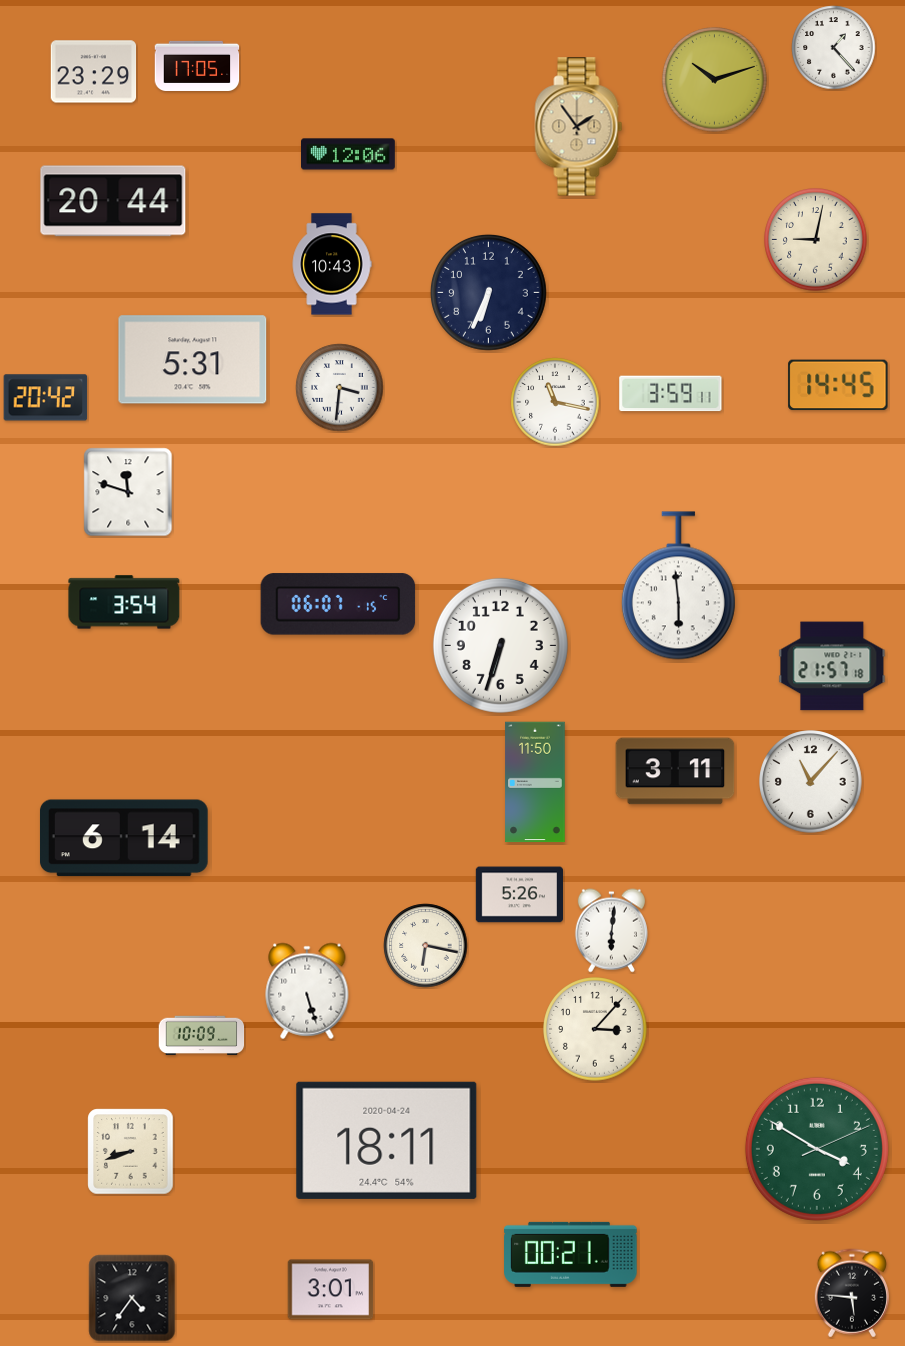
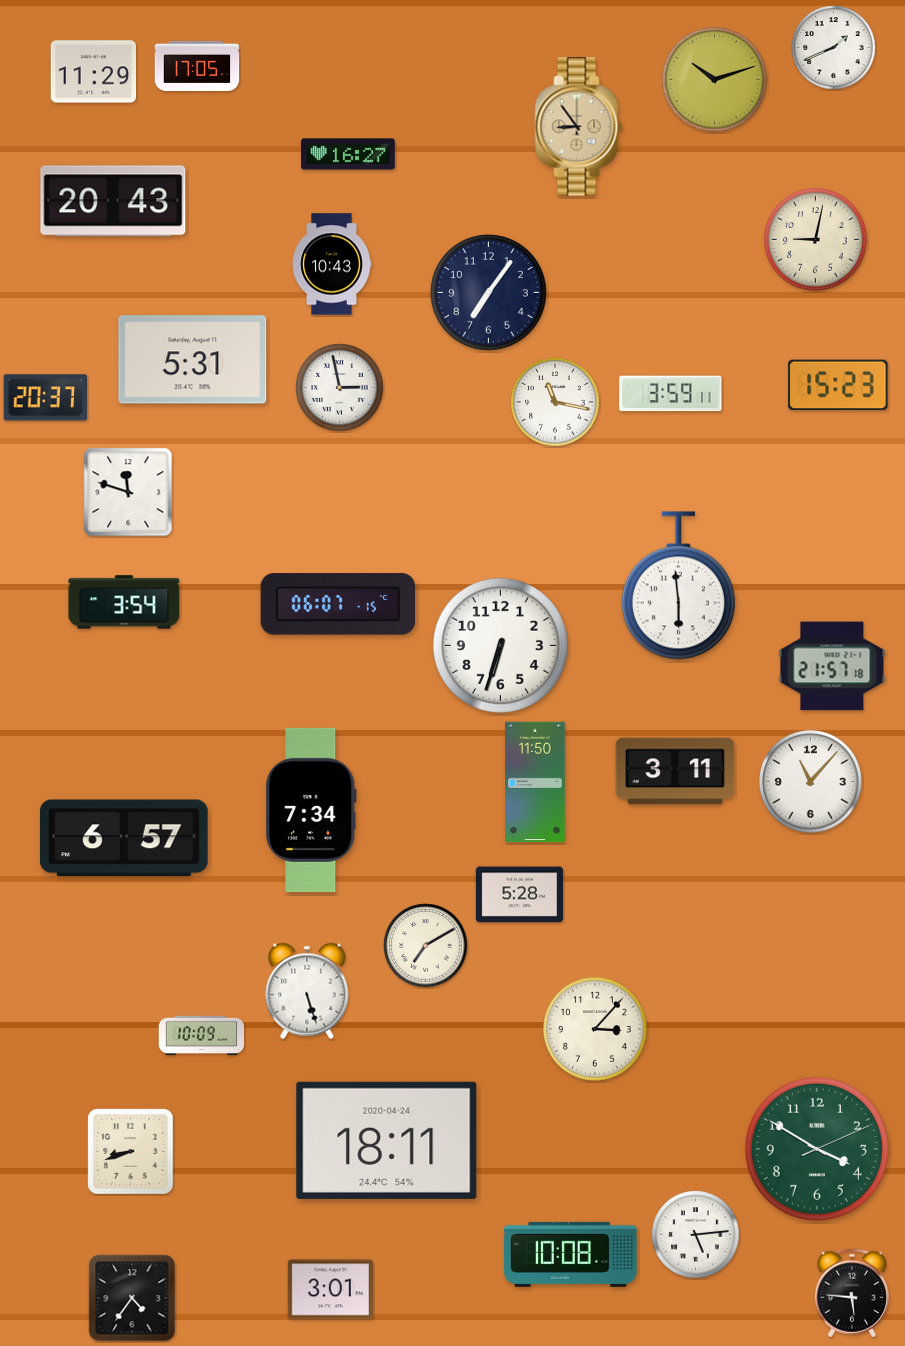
clock at (834, 48): 1:23 -> 1:41
clock at (94, 72): 23:29 -> 11:29
clock at (579, 127): 1:54 -> 8:54
clock at (349, 154): 12:06 -> 16:27
clock at (113, 201): 20:44 -> 20:43
clock at (488, 292): 6:34 -> 7:06
clock at (838, 385): 14:45 -> 15:23
clock at (340, 388): 3:31 -> 2:58
clock at (46, 398): 20:42 -> 20:37
clock at (311, 810): none -> 7:34
clock at (124, 838): 6:14 -> 6:57
clock at (519, 895): 5:26 -> 5:28
clock at (611, 931): 6:01 -> none
clock at (426, 946): 6:17 -> 7:10
clock at (696, 1235): none -> 5:14
clock at (571, 1254): 00:21 -> 10:08
